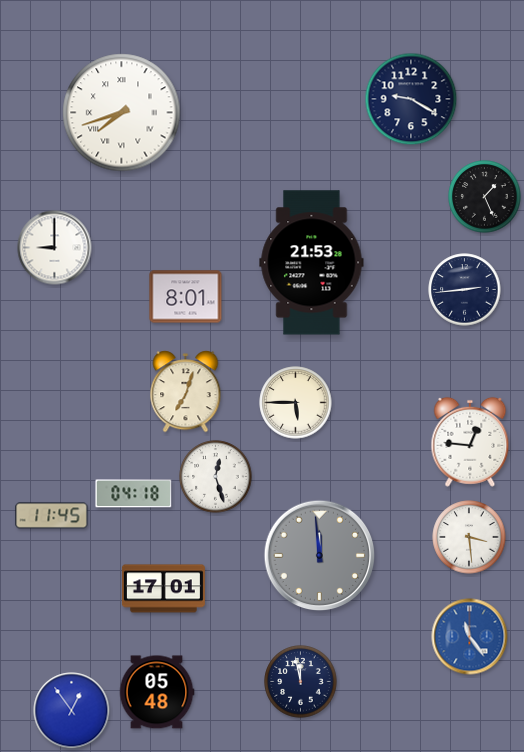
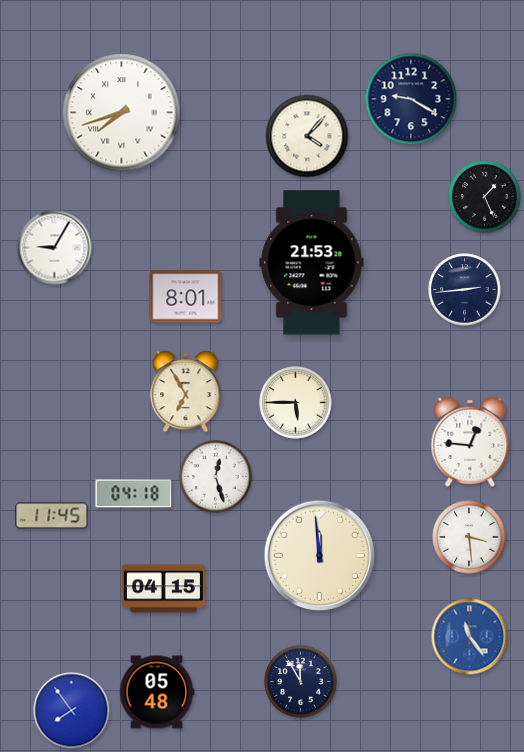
clock at (307, 136): none -> 4:07
clock at (55, 248): 9:00 -> 9:05
clock at (186, 392): 7:03 -> 6:55
clock at (320, 556) dial: grey -> cream
clock at (163, 589): 17:01 -> 04:15
clock at (301, 682): 11:58 -> 11:55
clock at (72, 711): 12:54 -> 7:54
